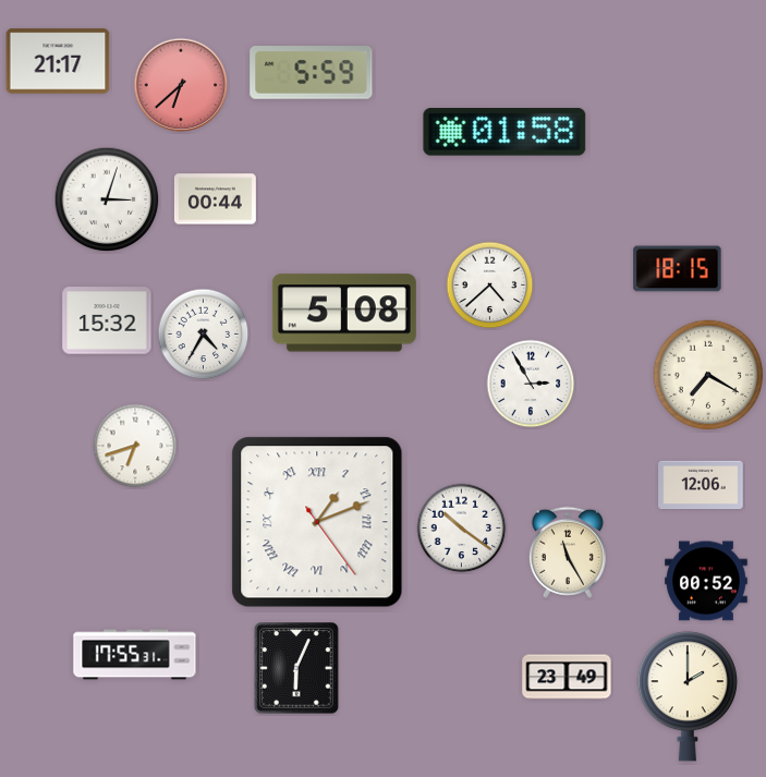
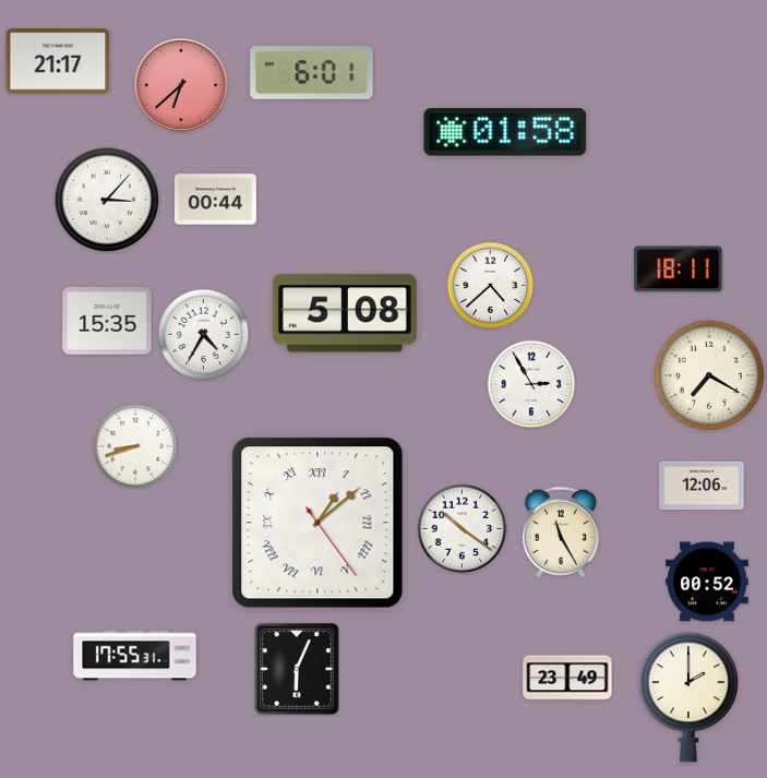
clock at (312, 73): 5:59 -> 6:01
clock at (107, 199): 3:03 -> 3:07
clock at (678, 269): 18:15 -> 18:11
clock at (107, 320): 15:32 -> 15:35
clock at (135, 446): 6:42 -> 8:42
clock at (317, 522): 1:11 -> 1:08
clock at (568, 553) position: (568, 553) -> (561, 532)
